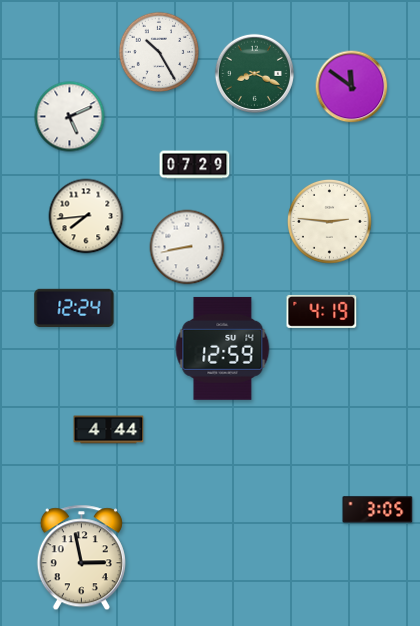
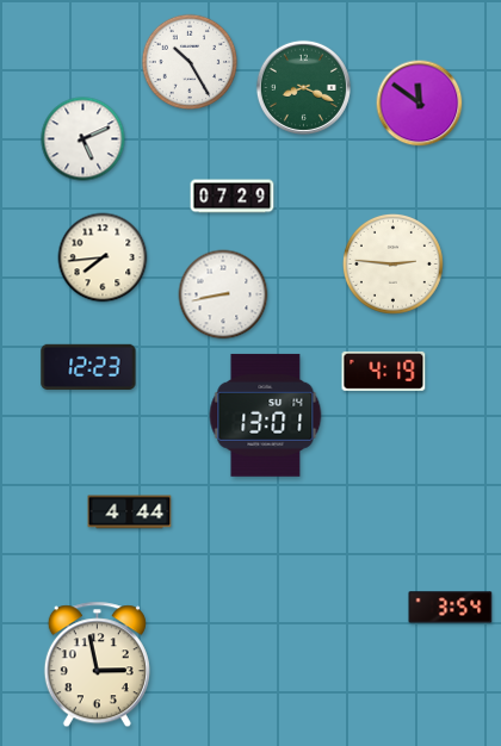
clock at (74, 308): 12:24 -> 12:23
clock at (223, 348): 12:59 -> 13:01
clock at (378, 510): 3:05 -> 3:54
